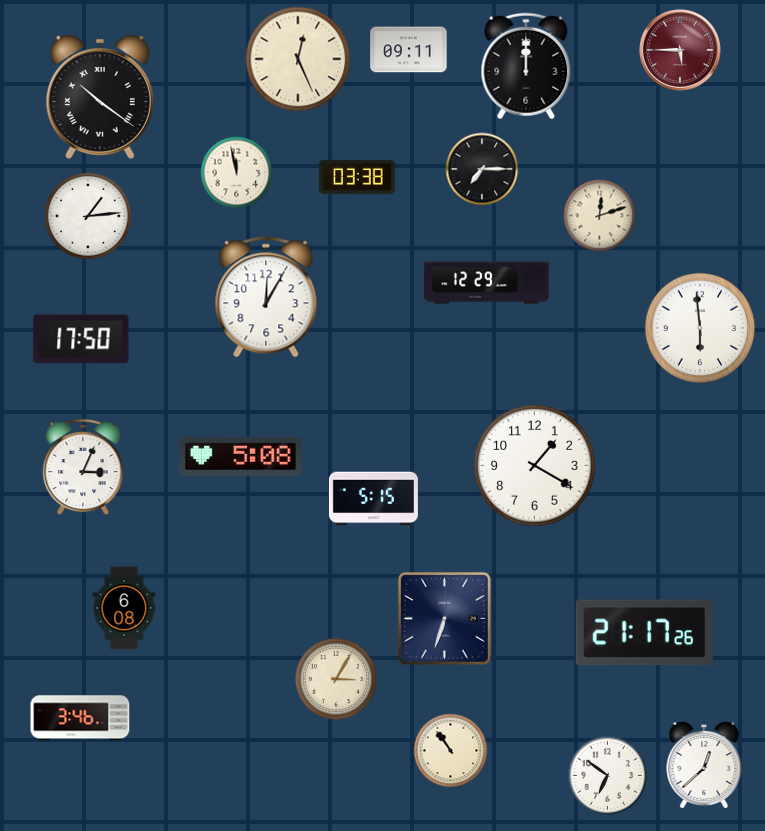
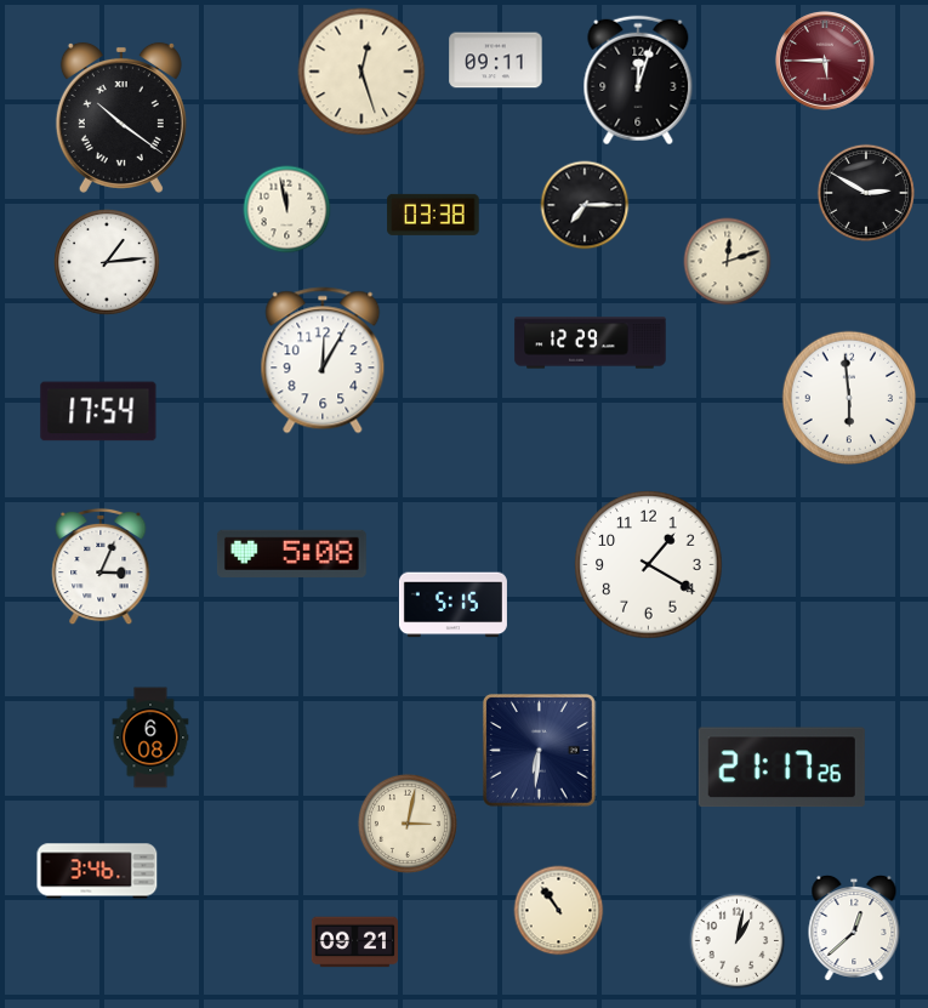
clock at (298, 59): 12:26 -> 12:27
clock at (526, 66): 12:00 -> 12:03
clock at (865, 192): none -> 2:50
clock at (81, 339): 17:50 -> 17:54
clock at (444, 618): 6:33 -> 6:31
clock at (336, 679): 3:05 -> 3:02
clock at (451, 751) position: (451, 751) -> (559, 911)
clock at (607, 775): 6:51 -> 1:02
clock at (354, 942): none -> 09:21
